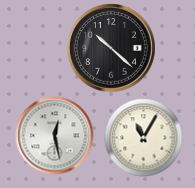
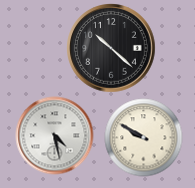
clock at (54, 135): 12:28 -> 4:28
clock at (143, 137): 11:05 -> 9:50
